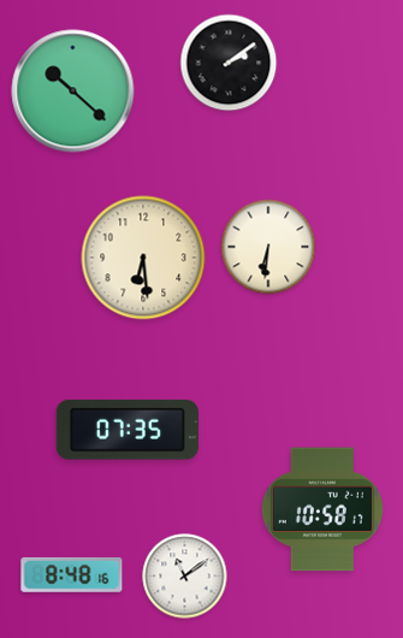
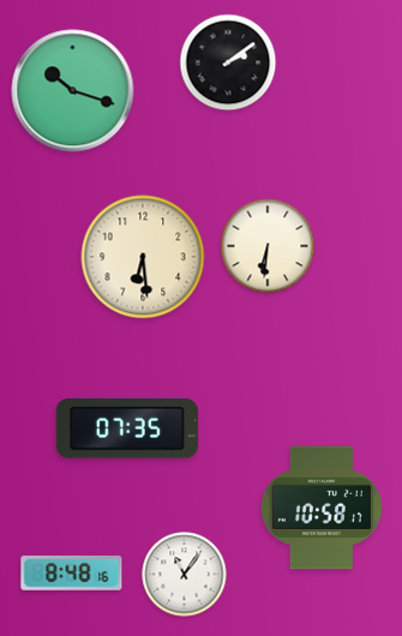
clock at (73, 91): 10:22 -> 10:18
clock at (185, 577): 11:09 -> 11:06
